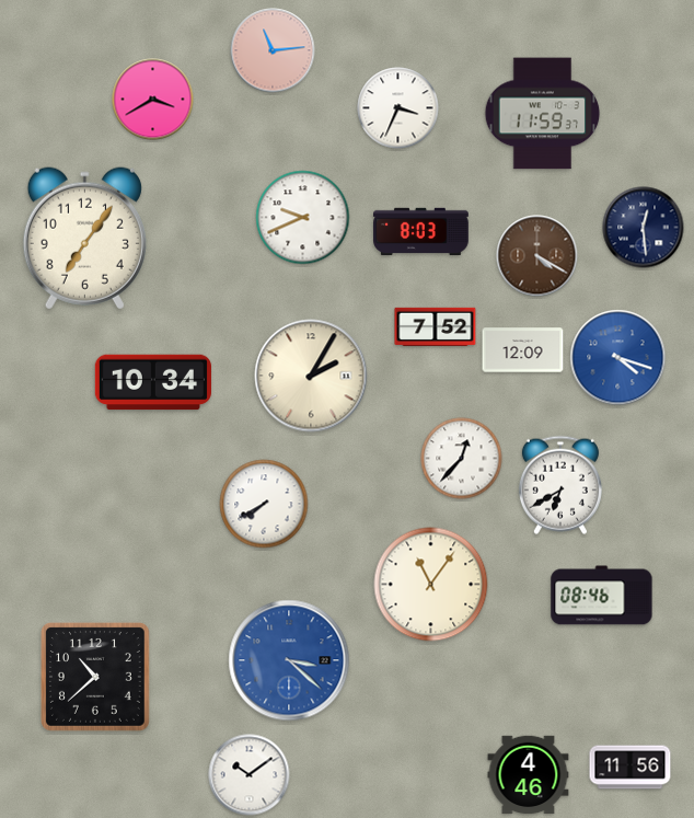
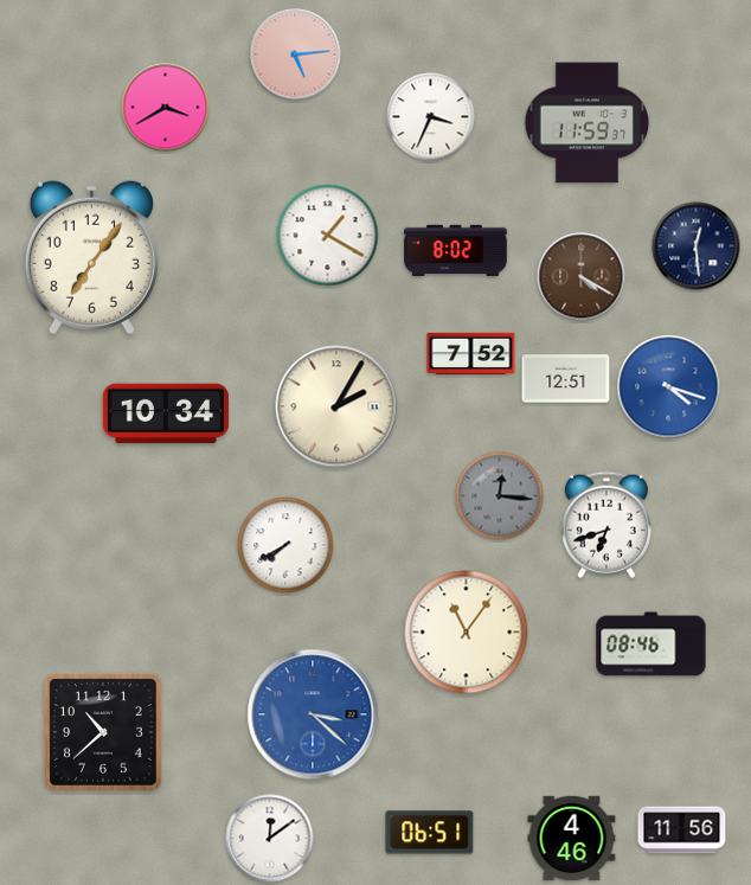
clock at (273, 50): 11:14 -> 5:14
clock at (303, 218): 9:41 -> 1:20
clock at (421, 231): 8:03 -> 8:02
clock at (523, 350): 12:09 -> 12:51
clock at (462, 459): 12:37 -> 12:16
clock at (462, 459) dial: white -> grey
clock at (560, 485): 6:40 -> 6:42
clock at (430, 833): none -> 06:51
clock at (250, 775): 10:09 -> 12:09
